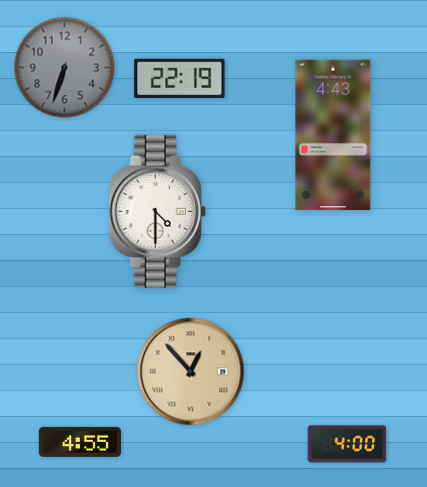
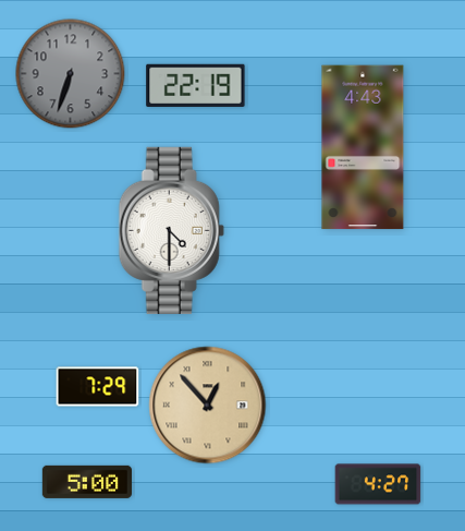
clock at (98, 387): none -> 7:29
clock at (80, 442): 4:55 -> 5:00
clock at (347, 444): 4:00 -> 4:27
